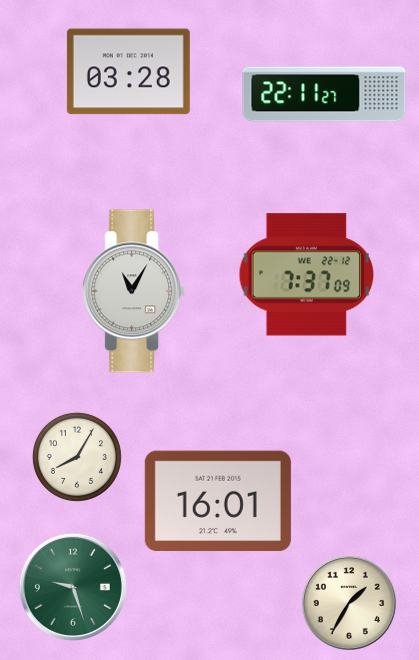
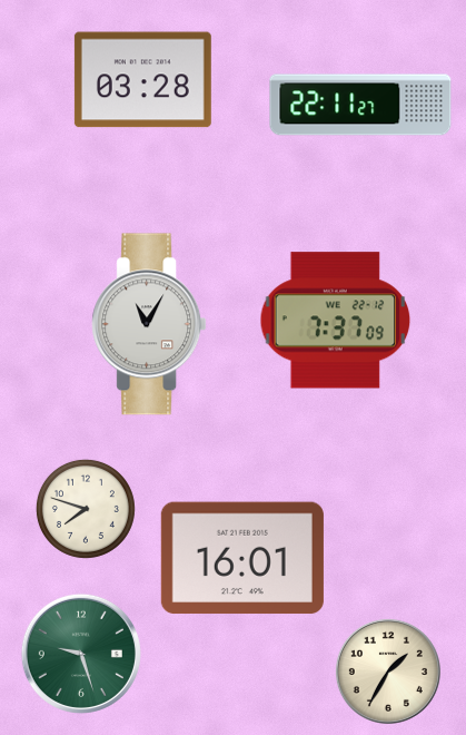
clock at (307, 275) position: (307, 275) -> (336, 321)
clock at (77, 457): 8:05 -> 7:48
